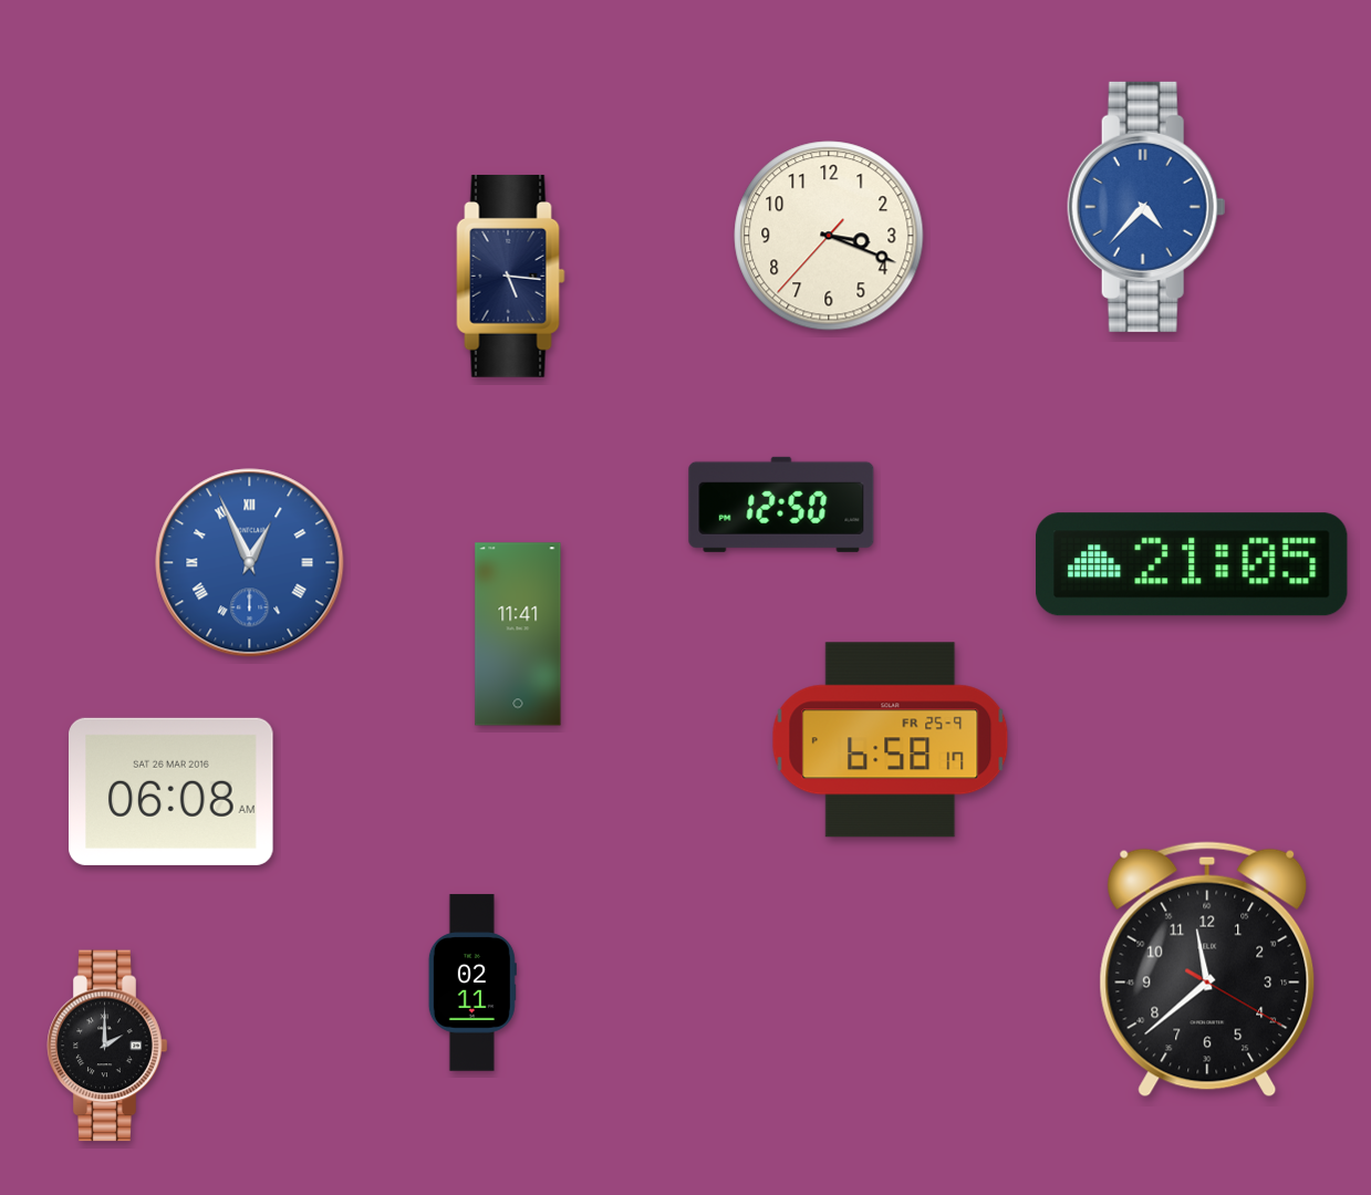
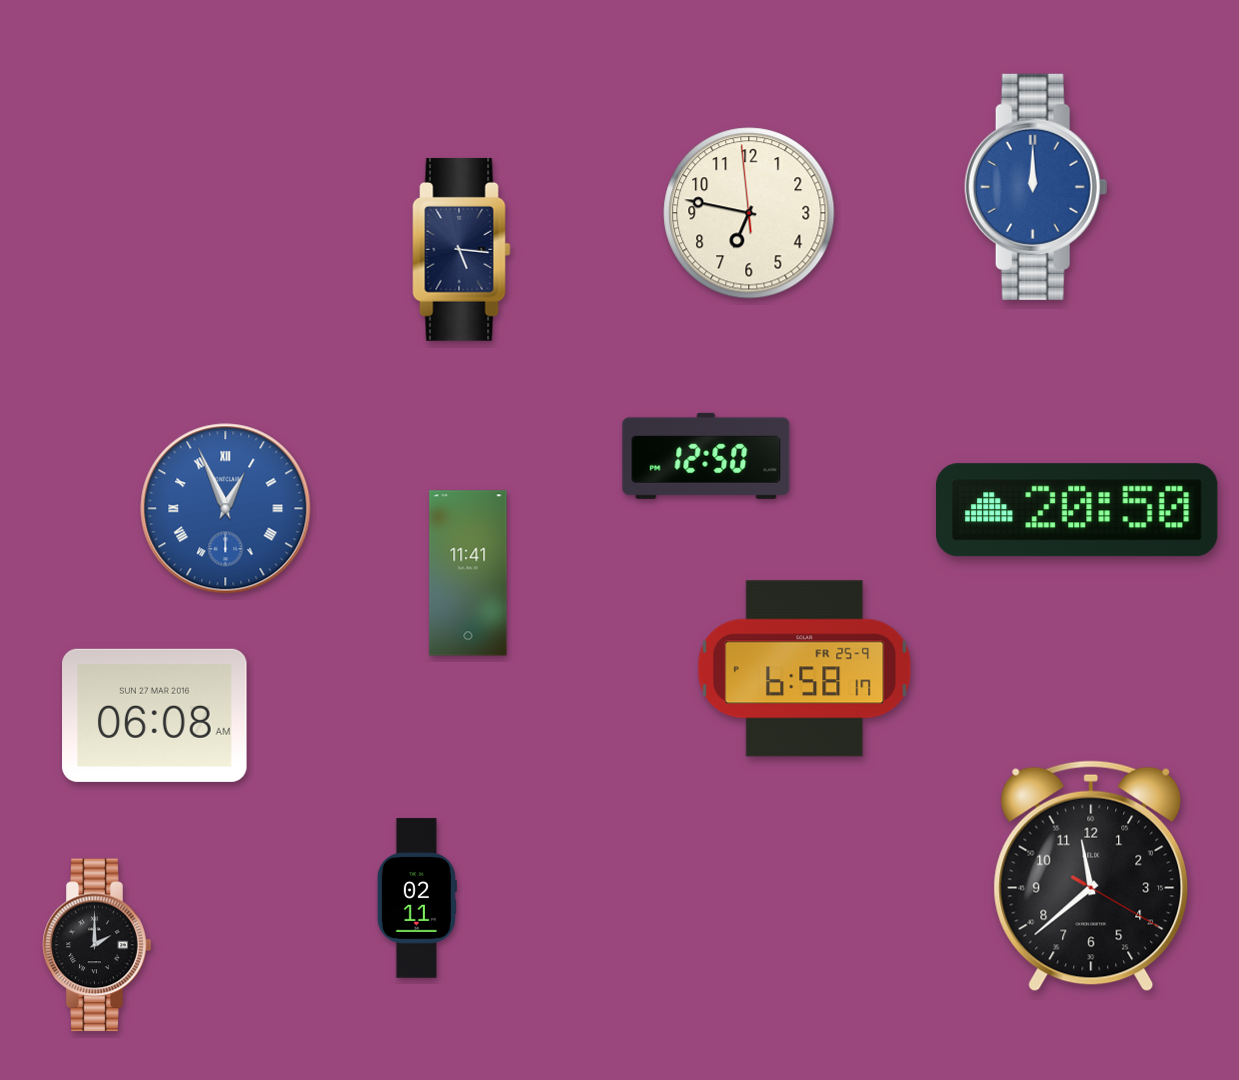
clock at (1146, 207): 4:37 -> 12:00
clock at (829, 236): 3:18 -> 6:46
clock at (1192, 564): 21:05 -> 20:50
clock at (172, 791) date: SAT 26 MAR 2016 -> SUN 27 MAR 2016
clock at (472, 983) position: (472, 983) -> (417, 898)
